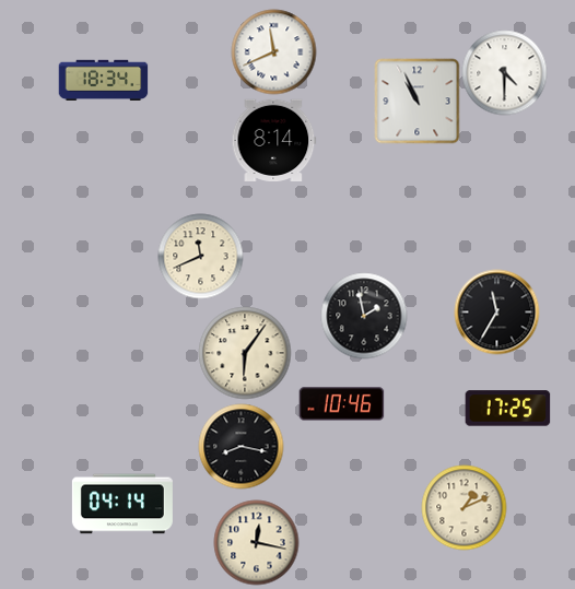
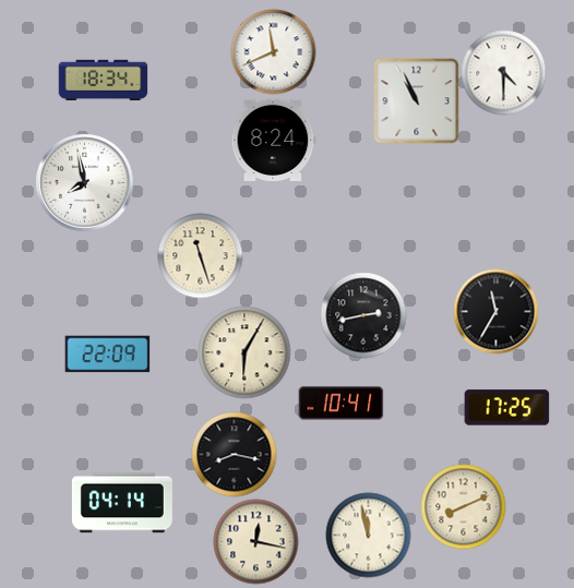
clock at (273, 140): 8:14 -> 8:24
clock at (84, 182): none -> 7:58
clock at (200, 256): 11:41 -> 11:27
clock at (364, 316): 1:58 -> 2:43
clock at (245, 353): 6:06 -> 6:05
clock at (107, 355): none -> 22:09
clock at (341, 404): 10:46 -> 10:41
clock at (240, 446) position: (240, 446) -> (234, 454)
clock at (463, 507): 1:11 -> 8:11
clock at (368, 535): none -> 11:58
